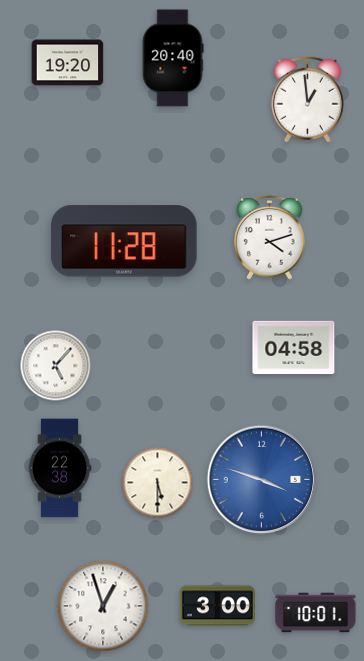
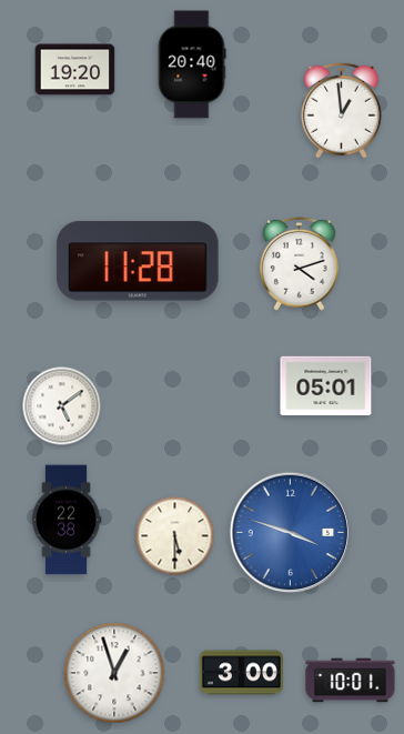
clock at (124, 241) position: (124, 241) -> (138, 261)
clock at (294, 348): 04:58 -> 05:01
clock at (56, 366): 5:07 -> 5:09
